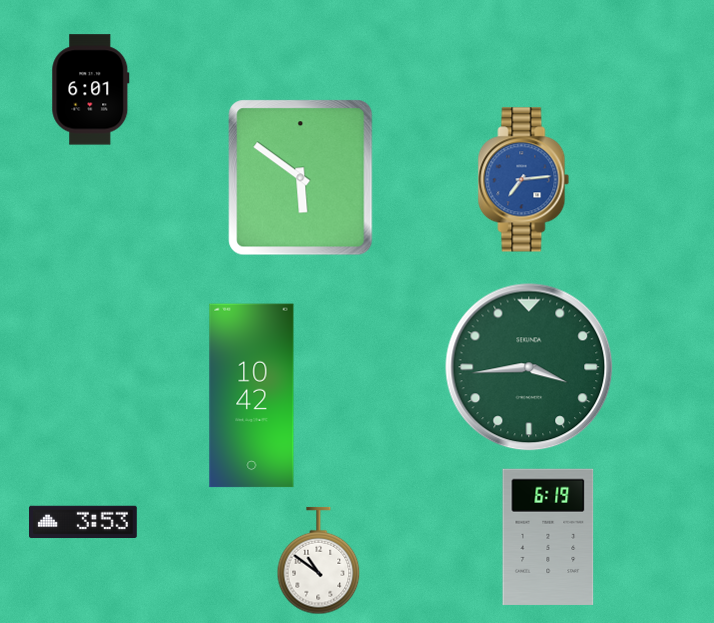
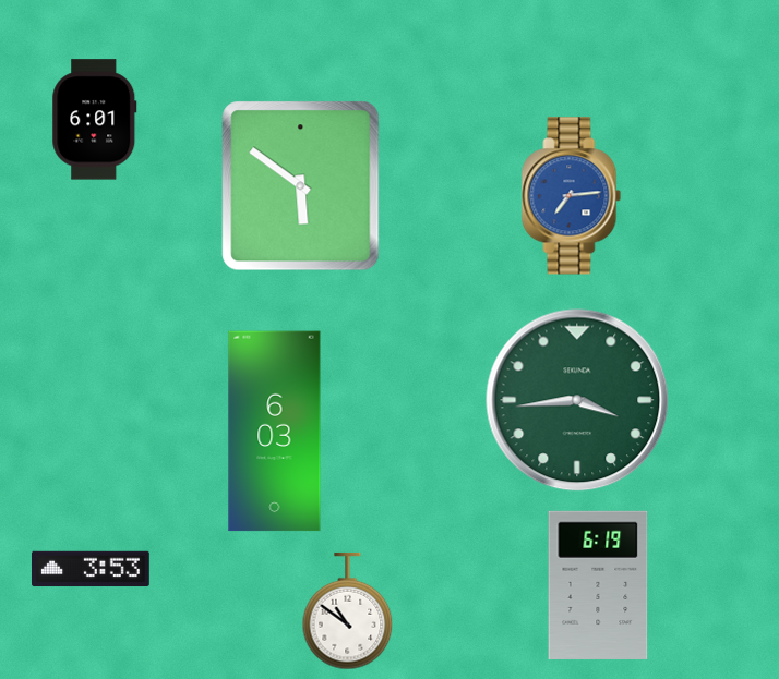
clock at (91, 90) position: (91, 90) -> (95, 120)
clock at (301, 178) position: (301, 178) -> (301, 186)
clock at (252, 396): 10:42 -> 6:03
